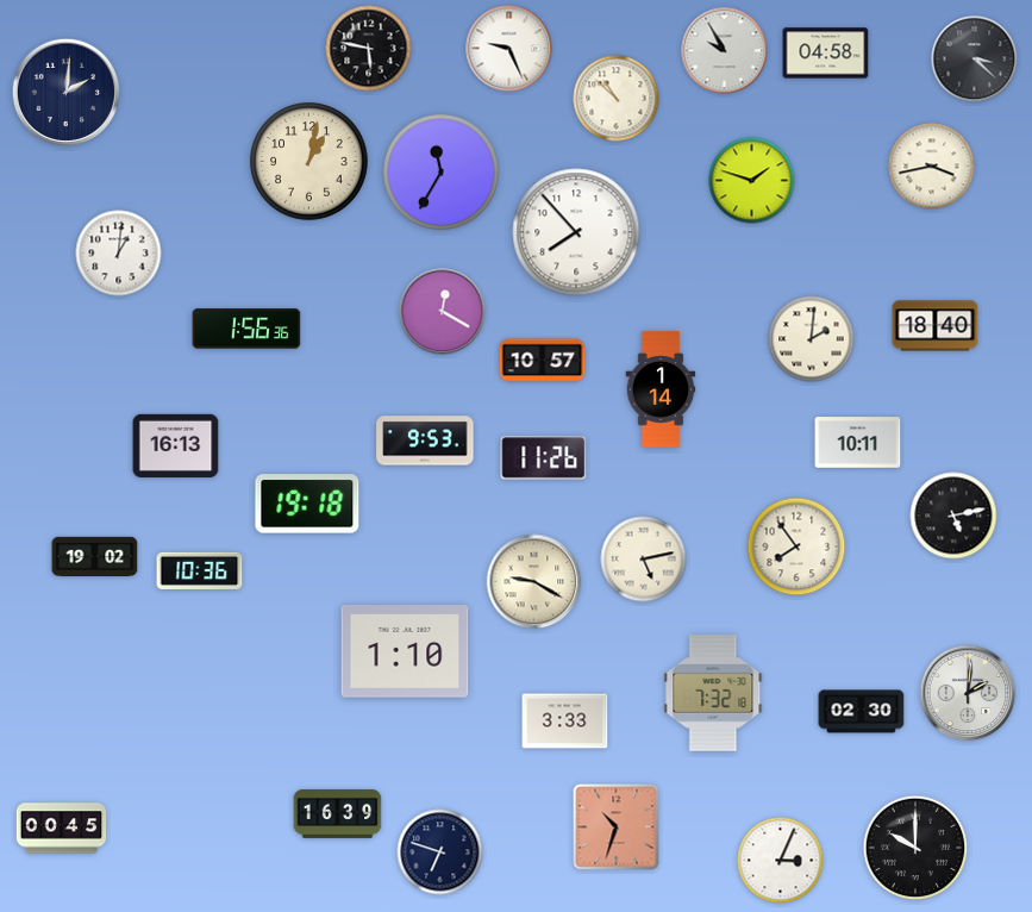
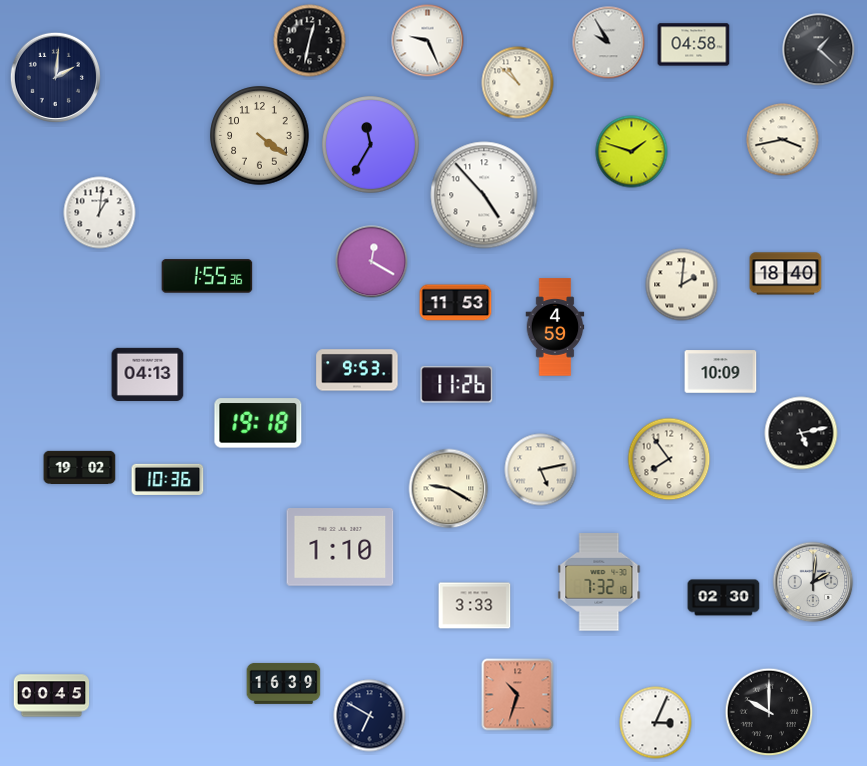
clock at (369, 49): 5:47 -> 12:32
clock at (975, 60): 3:22 -> 1:22
clock at (309, 162): 1:02 -> 4:21
clock at (576, 232): 7:53 -> 4:53
clock at (246, 329): 1:56 -> 1:55
clock at (543, 361): 10:57 -> 11:53
clock at (661, 389): 1:14 -> 4:59
clock at (858, 443): 10:11 -> 10:09
clock at (176, 445): 16:13 -> 04:13
clock at (440, 852): 6:48 -> 6:50
